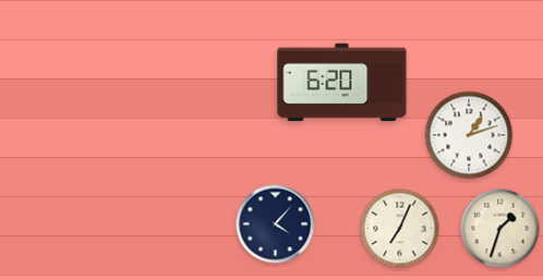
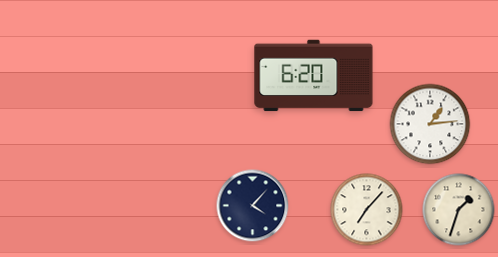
clock at (469, 135): 1:12 -> 1:14
clock at (400, 229): 7:04 -> 7:07
